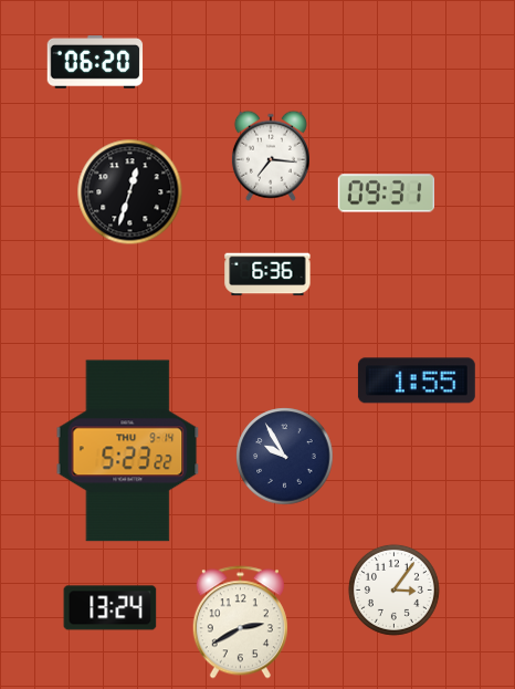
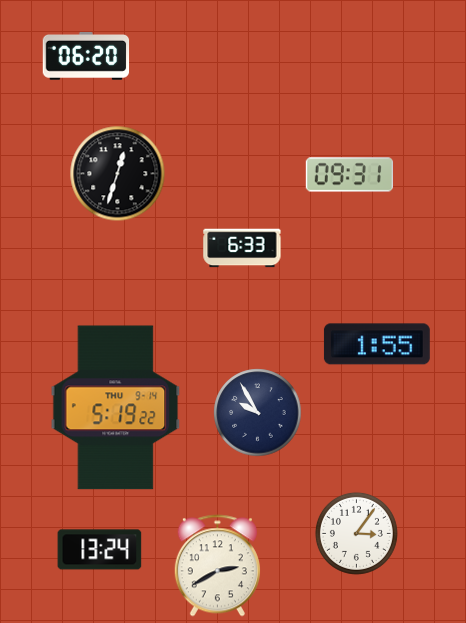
clock at (271, 156): 7:16 -> none
clock at (267, 274): 6:36 -> 6:33
clock at (128, 451): 5:23 -> 5:19
clock at (240, 623) position: (240, 623) -> (217, 566)
